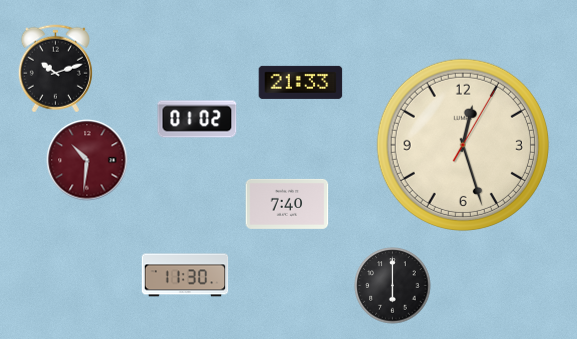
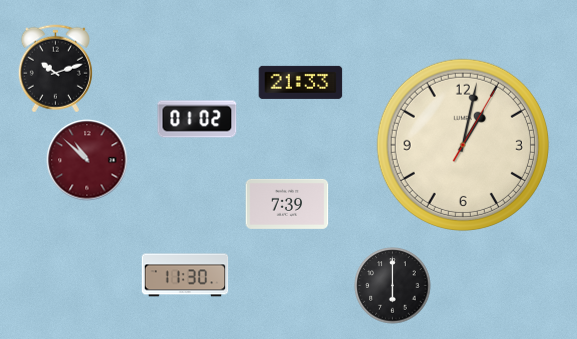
clock at (463, 145): 12:27 -> 1:02
clock at (87, 160): 10:31 -> 10:52
clock at (287, 204): 7:40 -> 7:39
